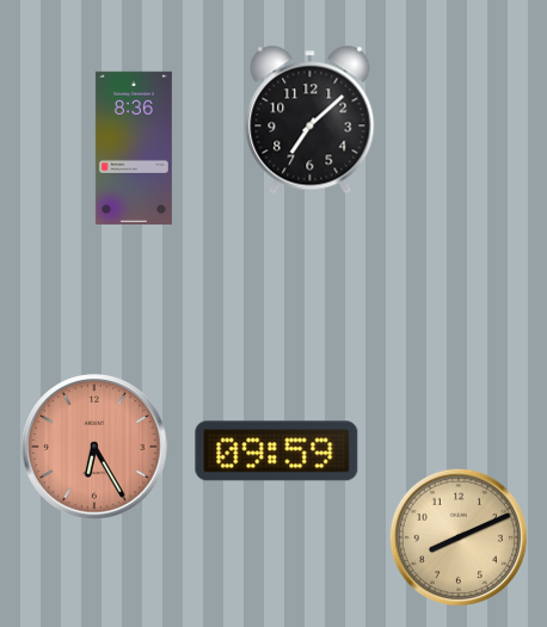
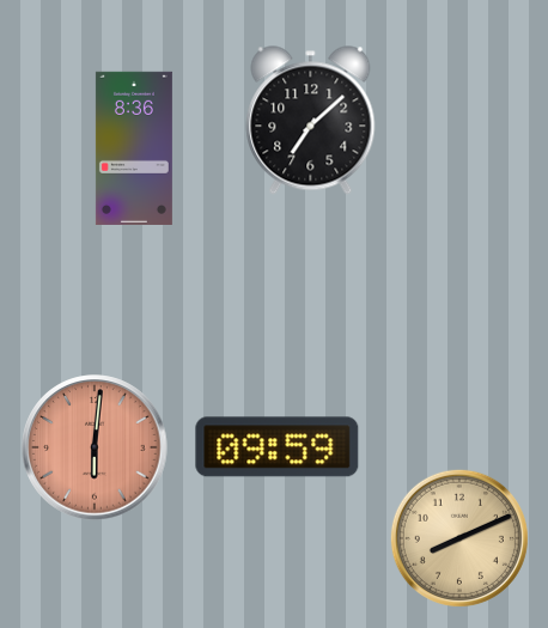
clock at (94, 447): 6:25 -> 6:01
clock at (277, 451) position: (277, 451) -> (278, 447)
